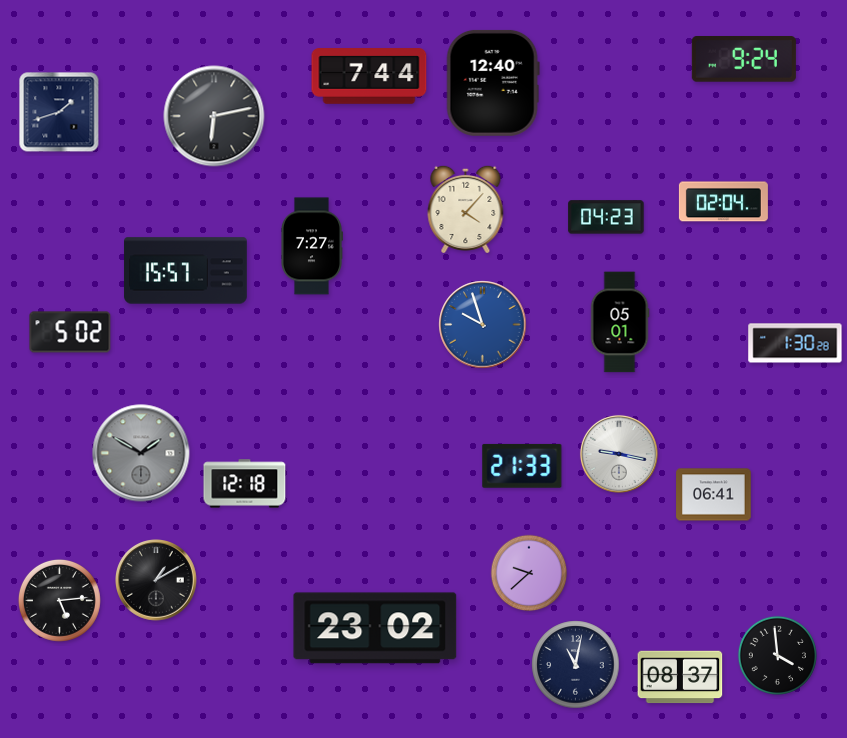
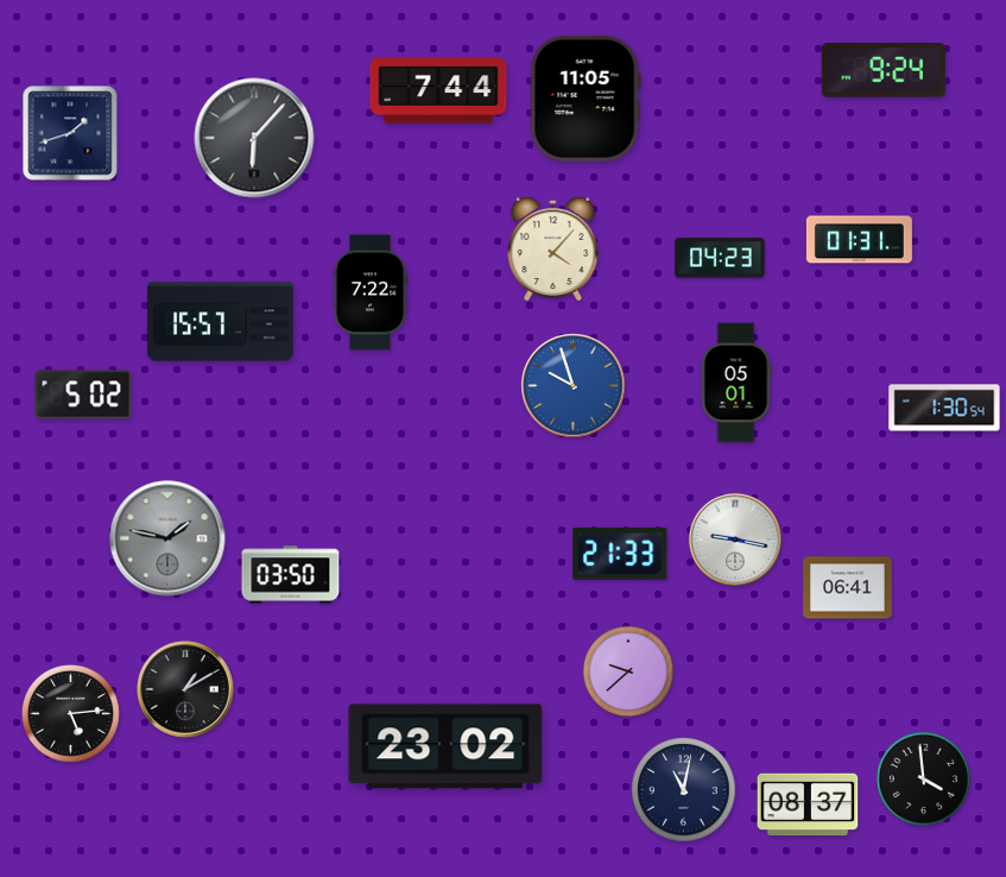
clock at (493, 83): 12:40 -> 11:05
clock at (214, 116): 6:13 -> 6:07
clock at (723, 202): 02:04 -> 01:31
clock at (311, 246): 7:27 -> 7:22
clock at (795, 343): 1:30:28 -> 1:30:54
clock at (141, 453): 1:50 -> 1:47
clock at (245, 484): 12:18 -> 03:50
clock at (529, 573) position: (529, 573) -> (628, 671)
